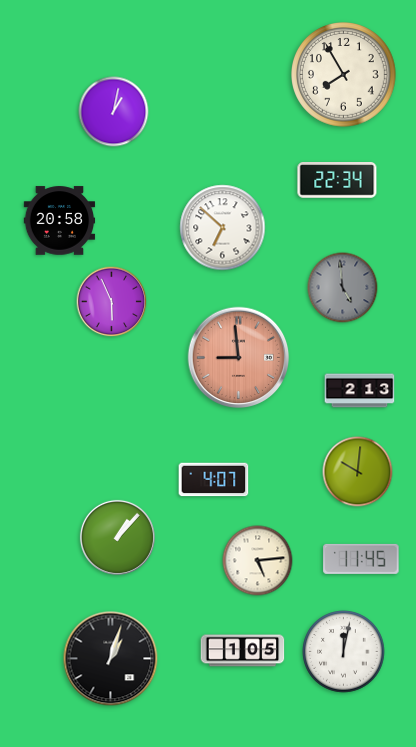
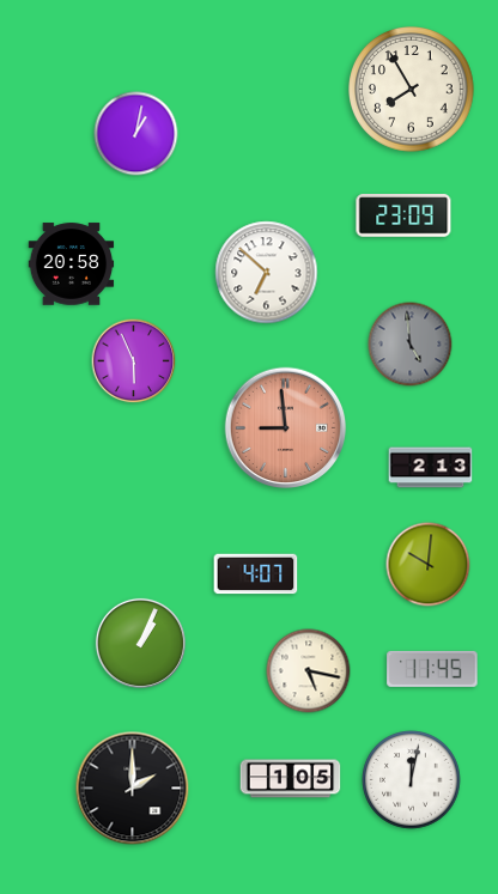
clock at (337, 181): 22:34 -> 23:09
clock at (117, 537): 1:07 -> 1:04
clock at (258, 561): 5:14 -> 5:17
clock at (111, 659): 1:03 -> 2:00
